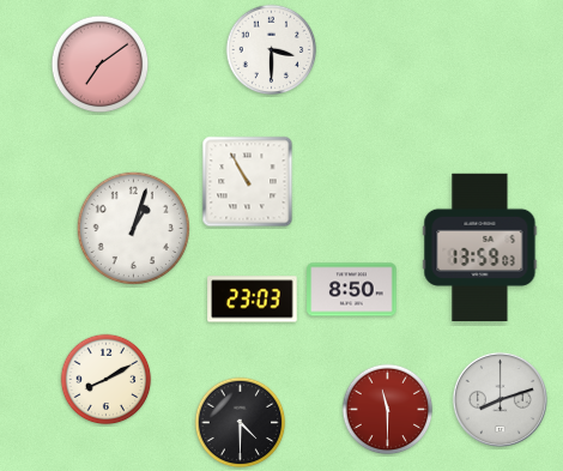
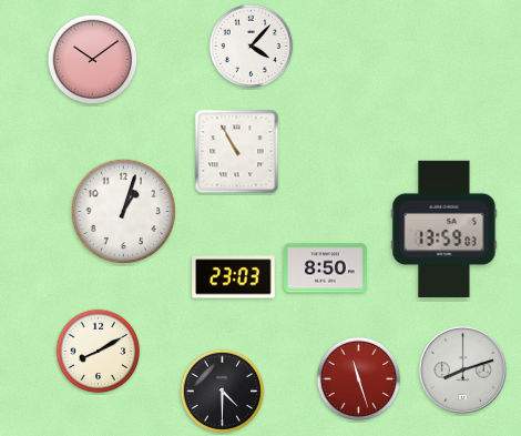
clock at (272, 50): 3:30 -> 4:07
clock at (101, 65): 7:09 -> 10:09
clock at (248, 182) position: (248, 182) -> (237, 152)
clock at (388, 410): 11:30 -> 11:27
